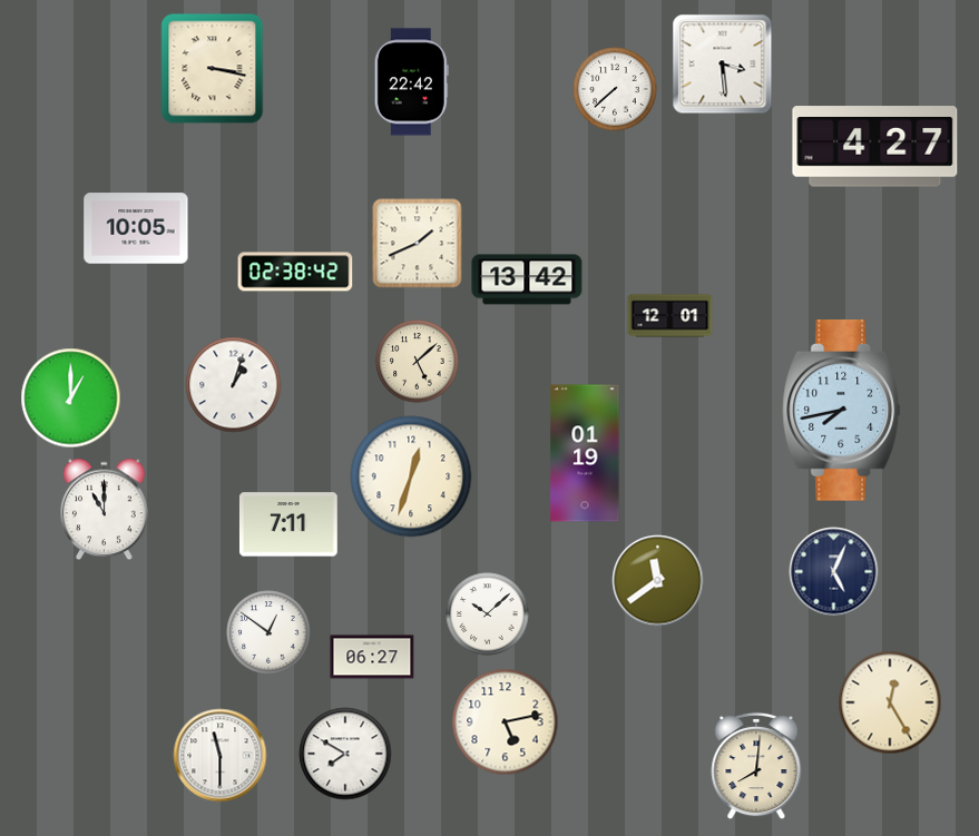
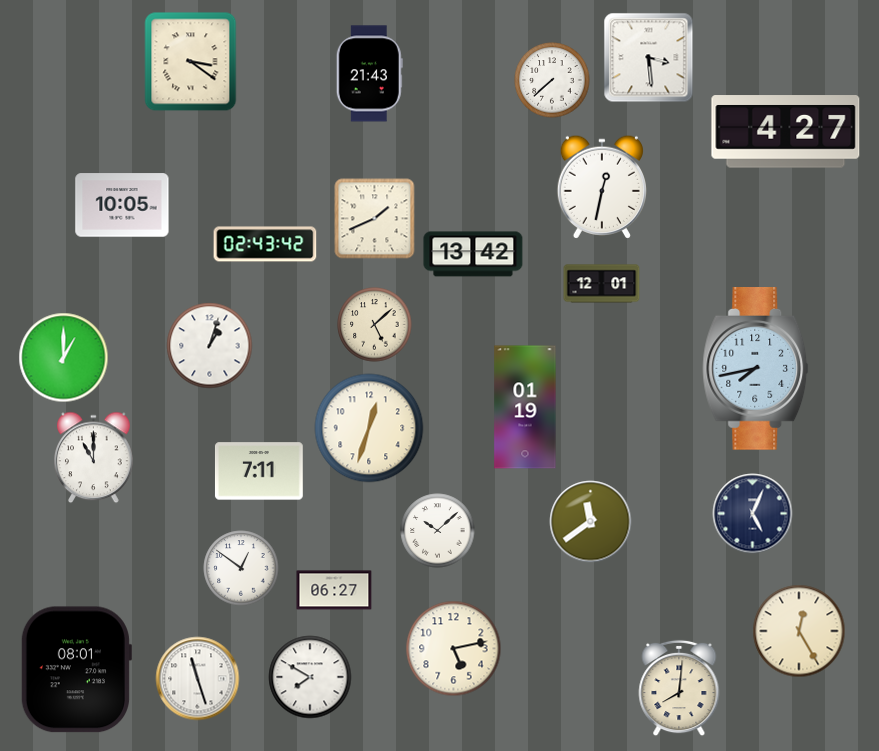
clock at (213, 69): 3:17 -> 3:21
clock at (411, 82): 22:42 -> 21:43
clock at (601, 187): none -> 12:32
clock at (295, 272): 02:38 -> 02:43
clock at (527, 279) position: (527, 279) -> (473, 254)
clock at (834, 572) position: (834, 572) -> (753, 514)
clock at (488, 614) position: (488, 614) -> (438, 531)
clock at (76, 670): none -> 08:01
clock at (221, 756): 11:30 -> 11:27
